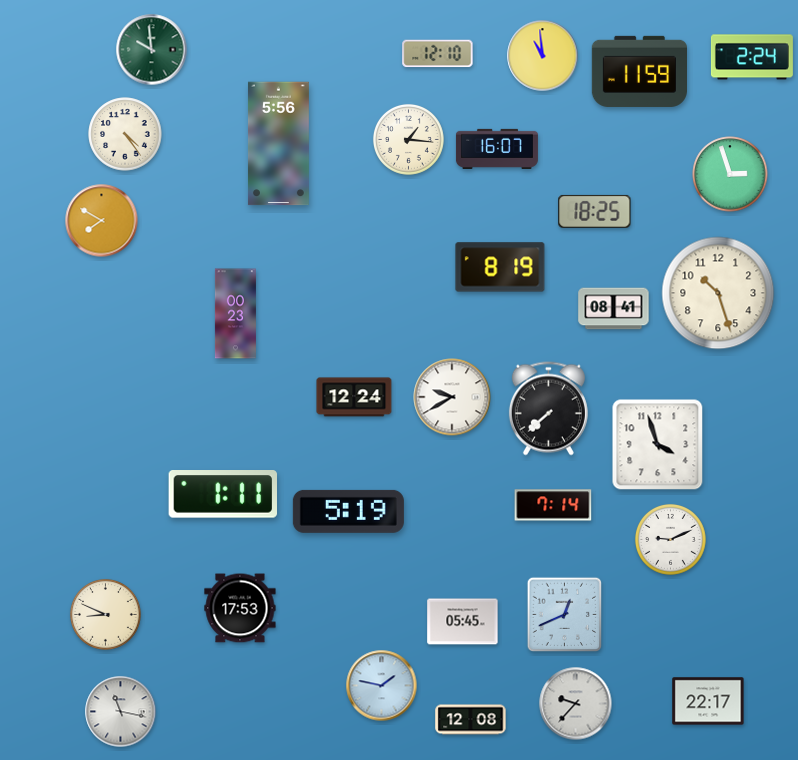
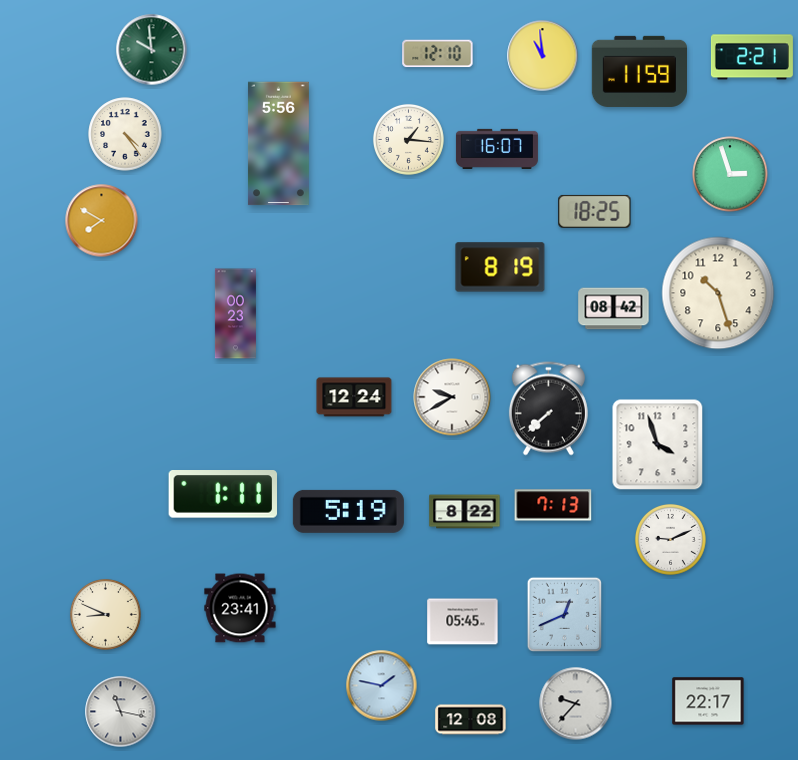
clock at (752, 57): 2:24 -> 2:21
clock at (614, 309): 08:41 -> 08:42
clock at (553, 505): 7:14 -> 7:13
clock at (465, 512): none -> 8:22
clock at (240, 608): 17:53 -> 23:41
